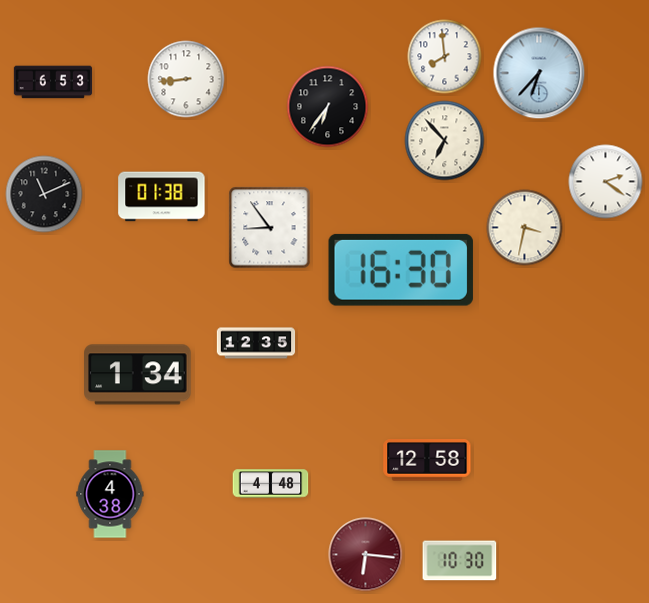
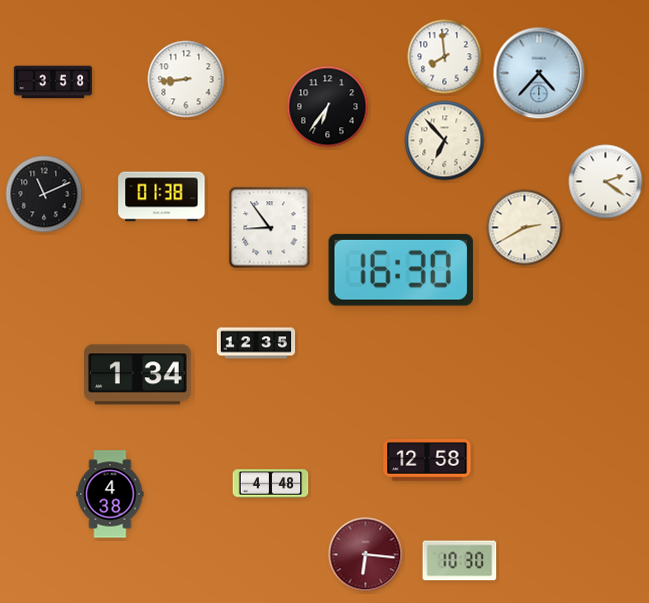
clock at (539, 73): 6:37 -> 4:37
clock at (53, 82): 6:53 -> 3:58
clock at (525, 228): 3:32 -> 2:40
